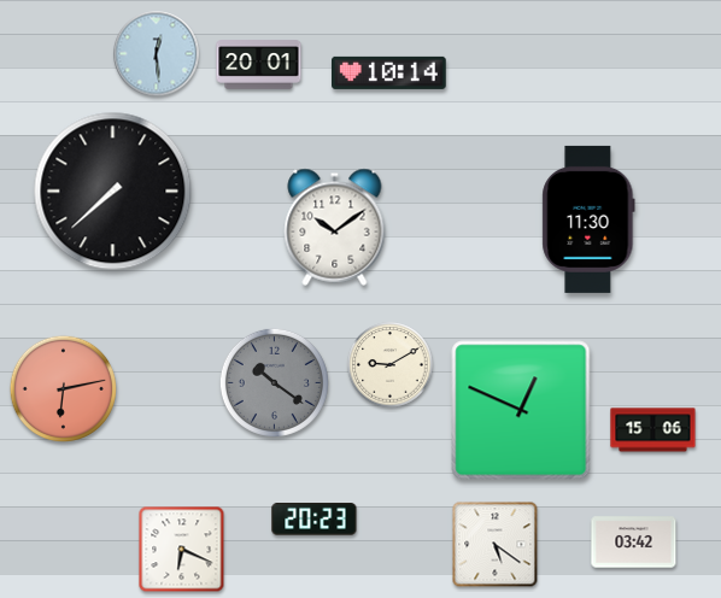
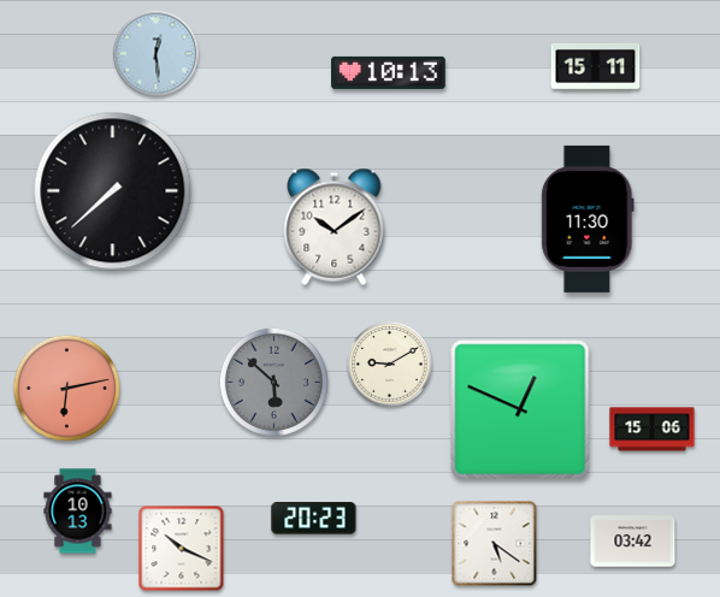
clock at (259, 65): 20:01 -> none
clock at (596, 67): none -> 15:11
clock at (389, 72): 10:14 -> 10:13
clock at (274, 382): 10:21 -> 5:52
clock at (63, 388) position: (63, 388) -> (66, 388)
clock at (78, 512): none -> 10:13
clock at (182, 550): 6:19 -> 10:19
